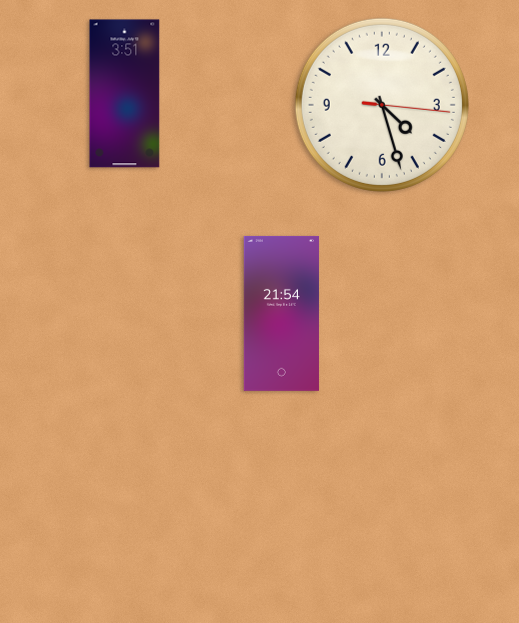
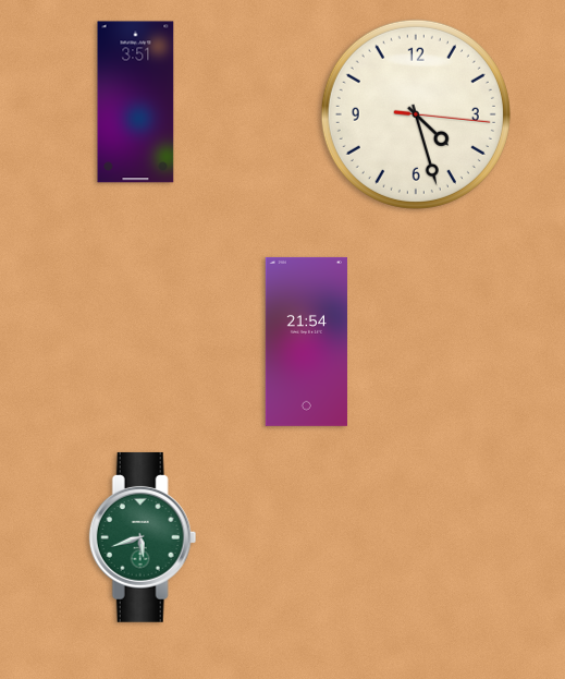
clock at (143, 537): none -> 5:42
